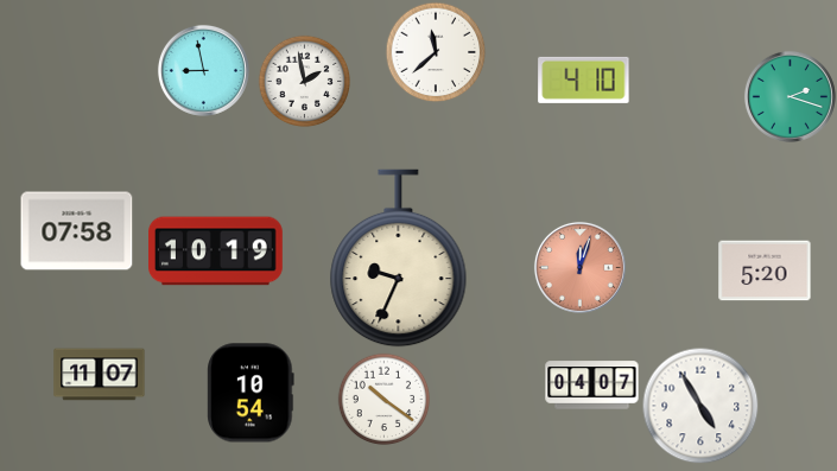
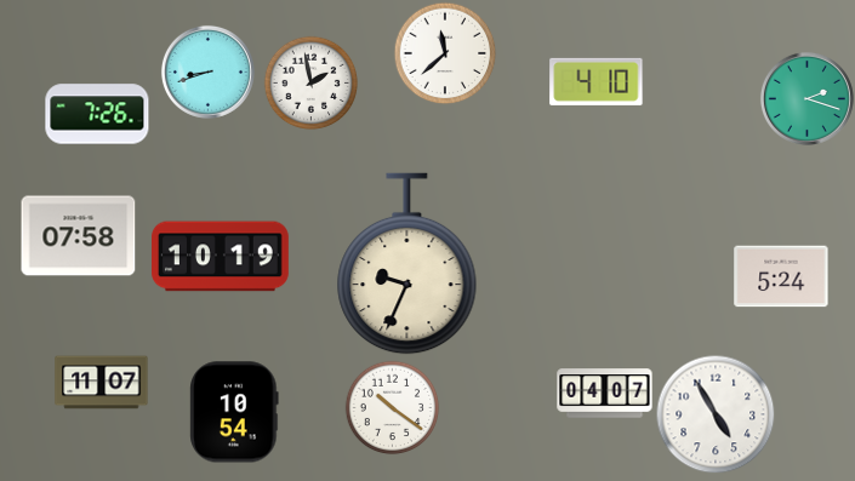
clock at (203, 70): 8:58 -> 8:42
clock at (97, 114): none -> 7:26
clock at (579, 267): 12:03 -> none
clock at (765, 270): 5:20 -> 5:24
clock at (251, 393) position: (251, 393) -> (234, 412)
